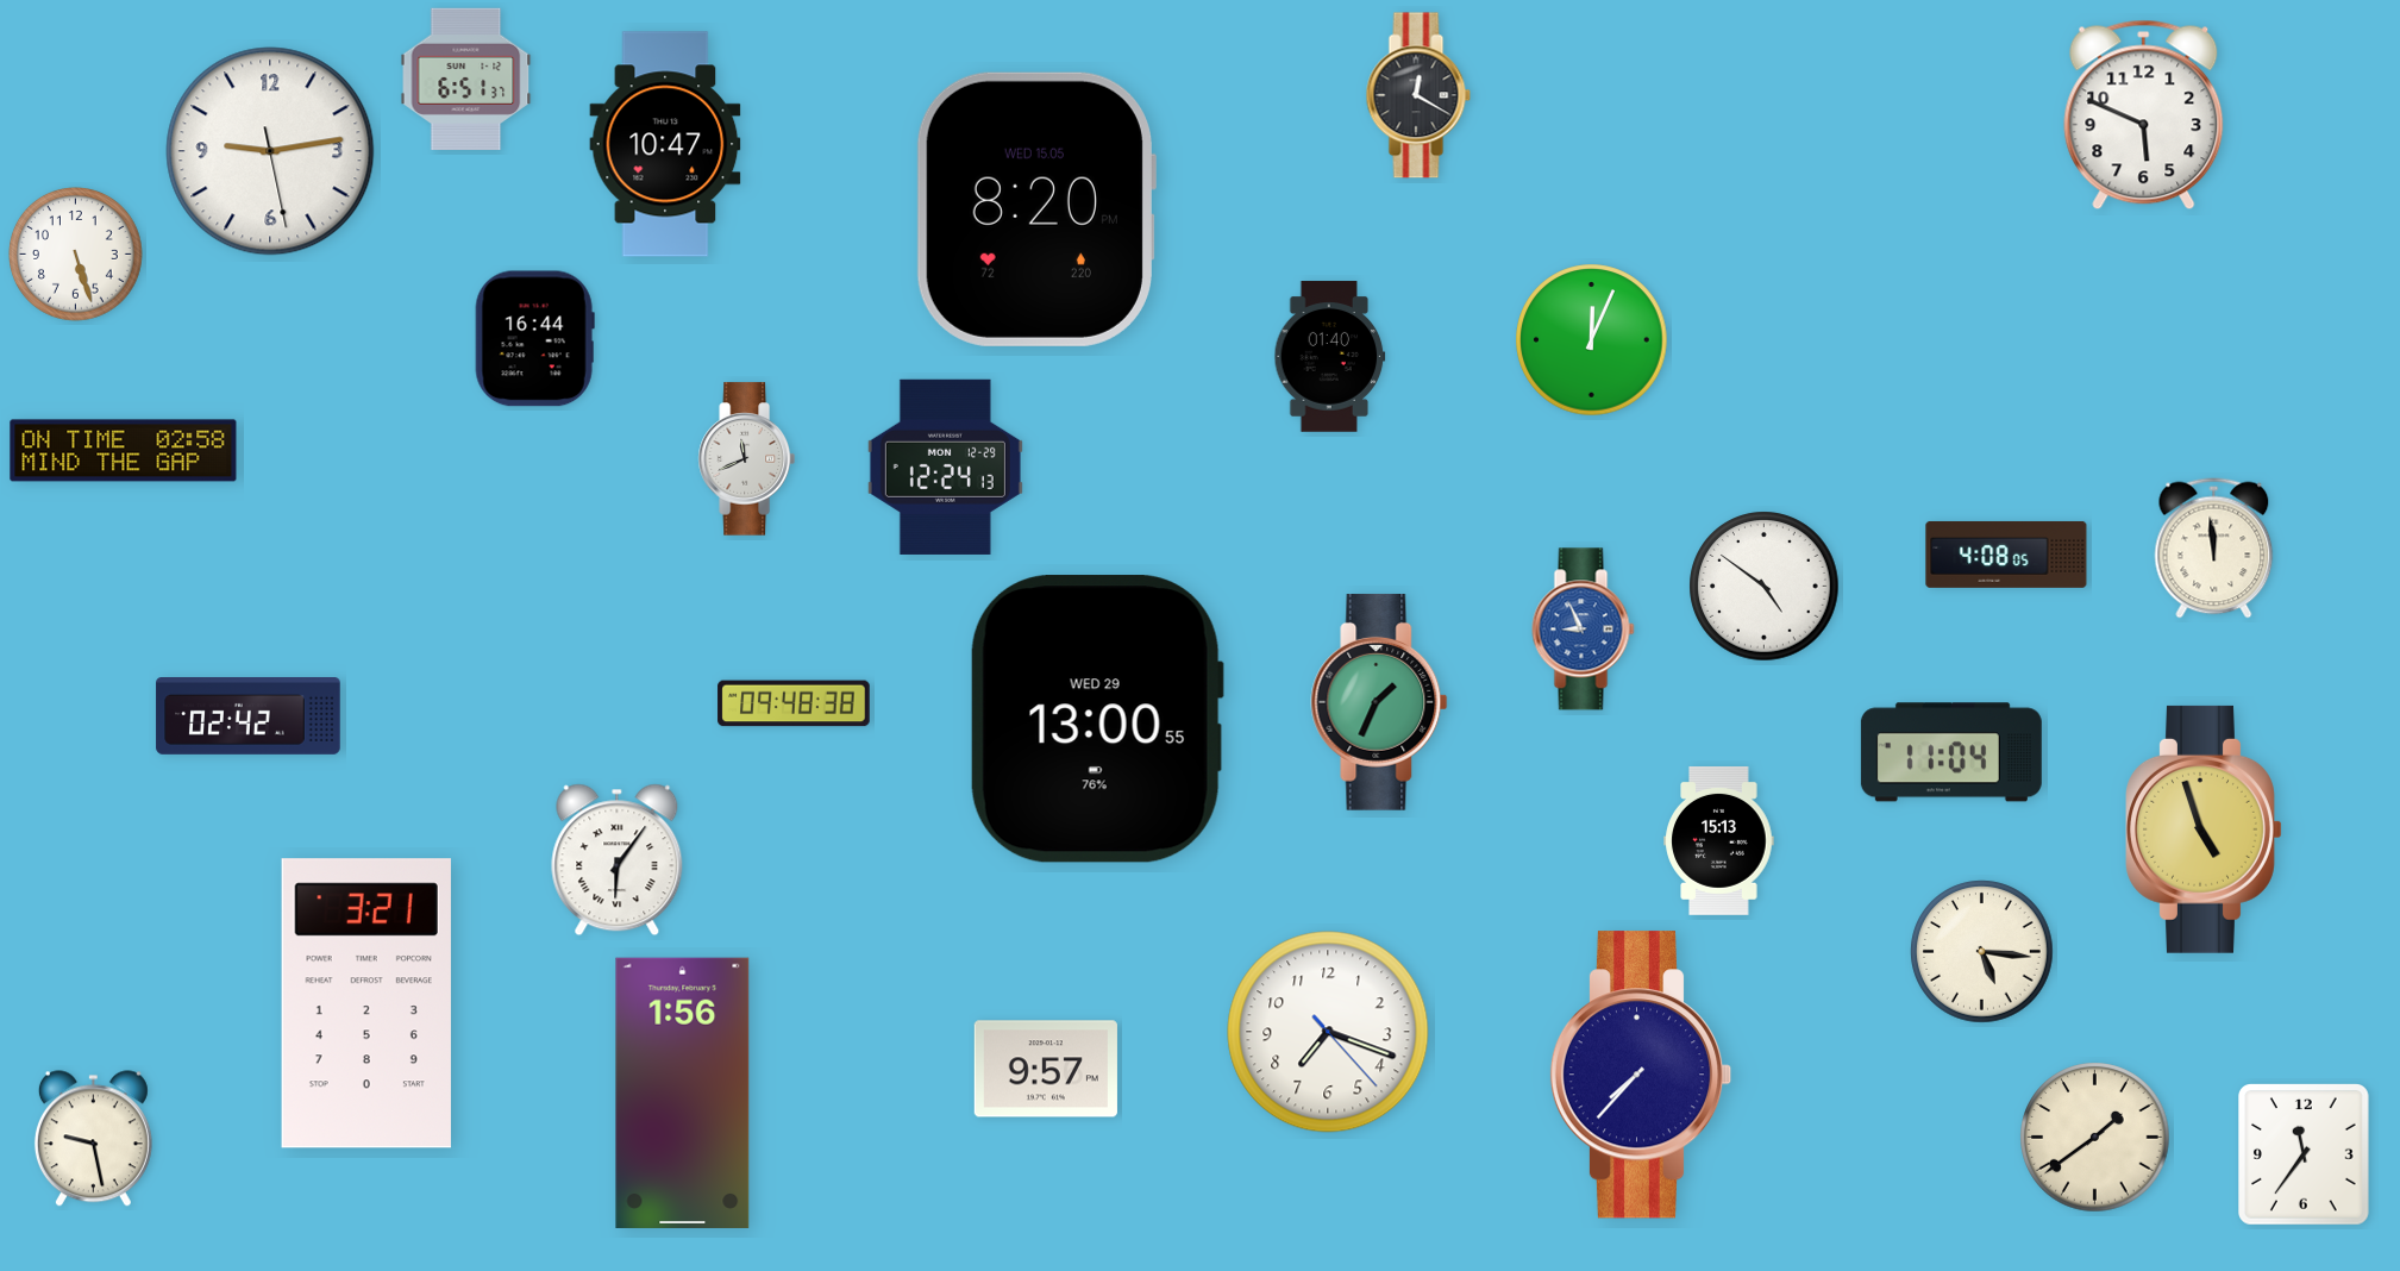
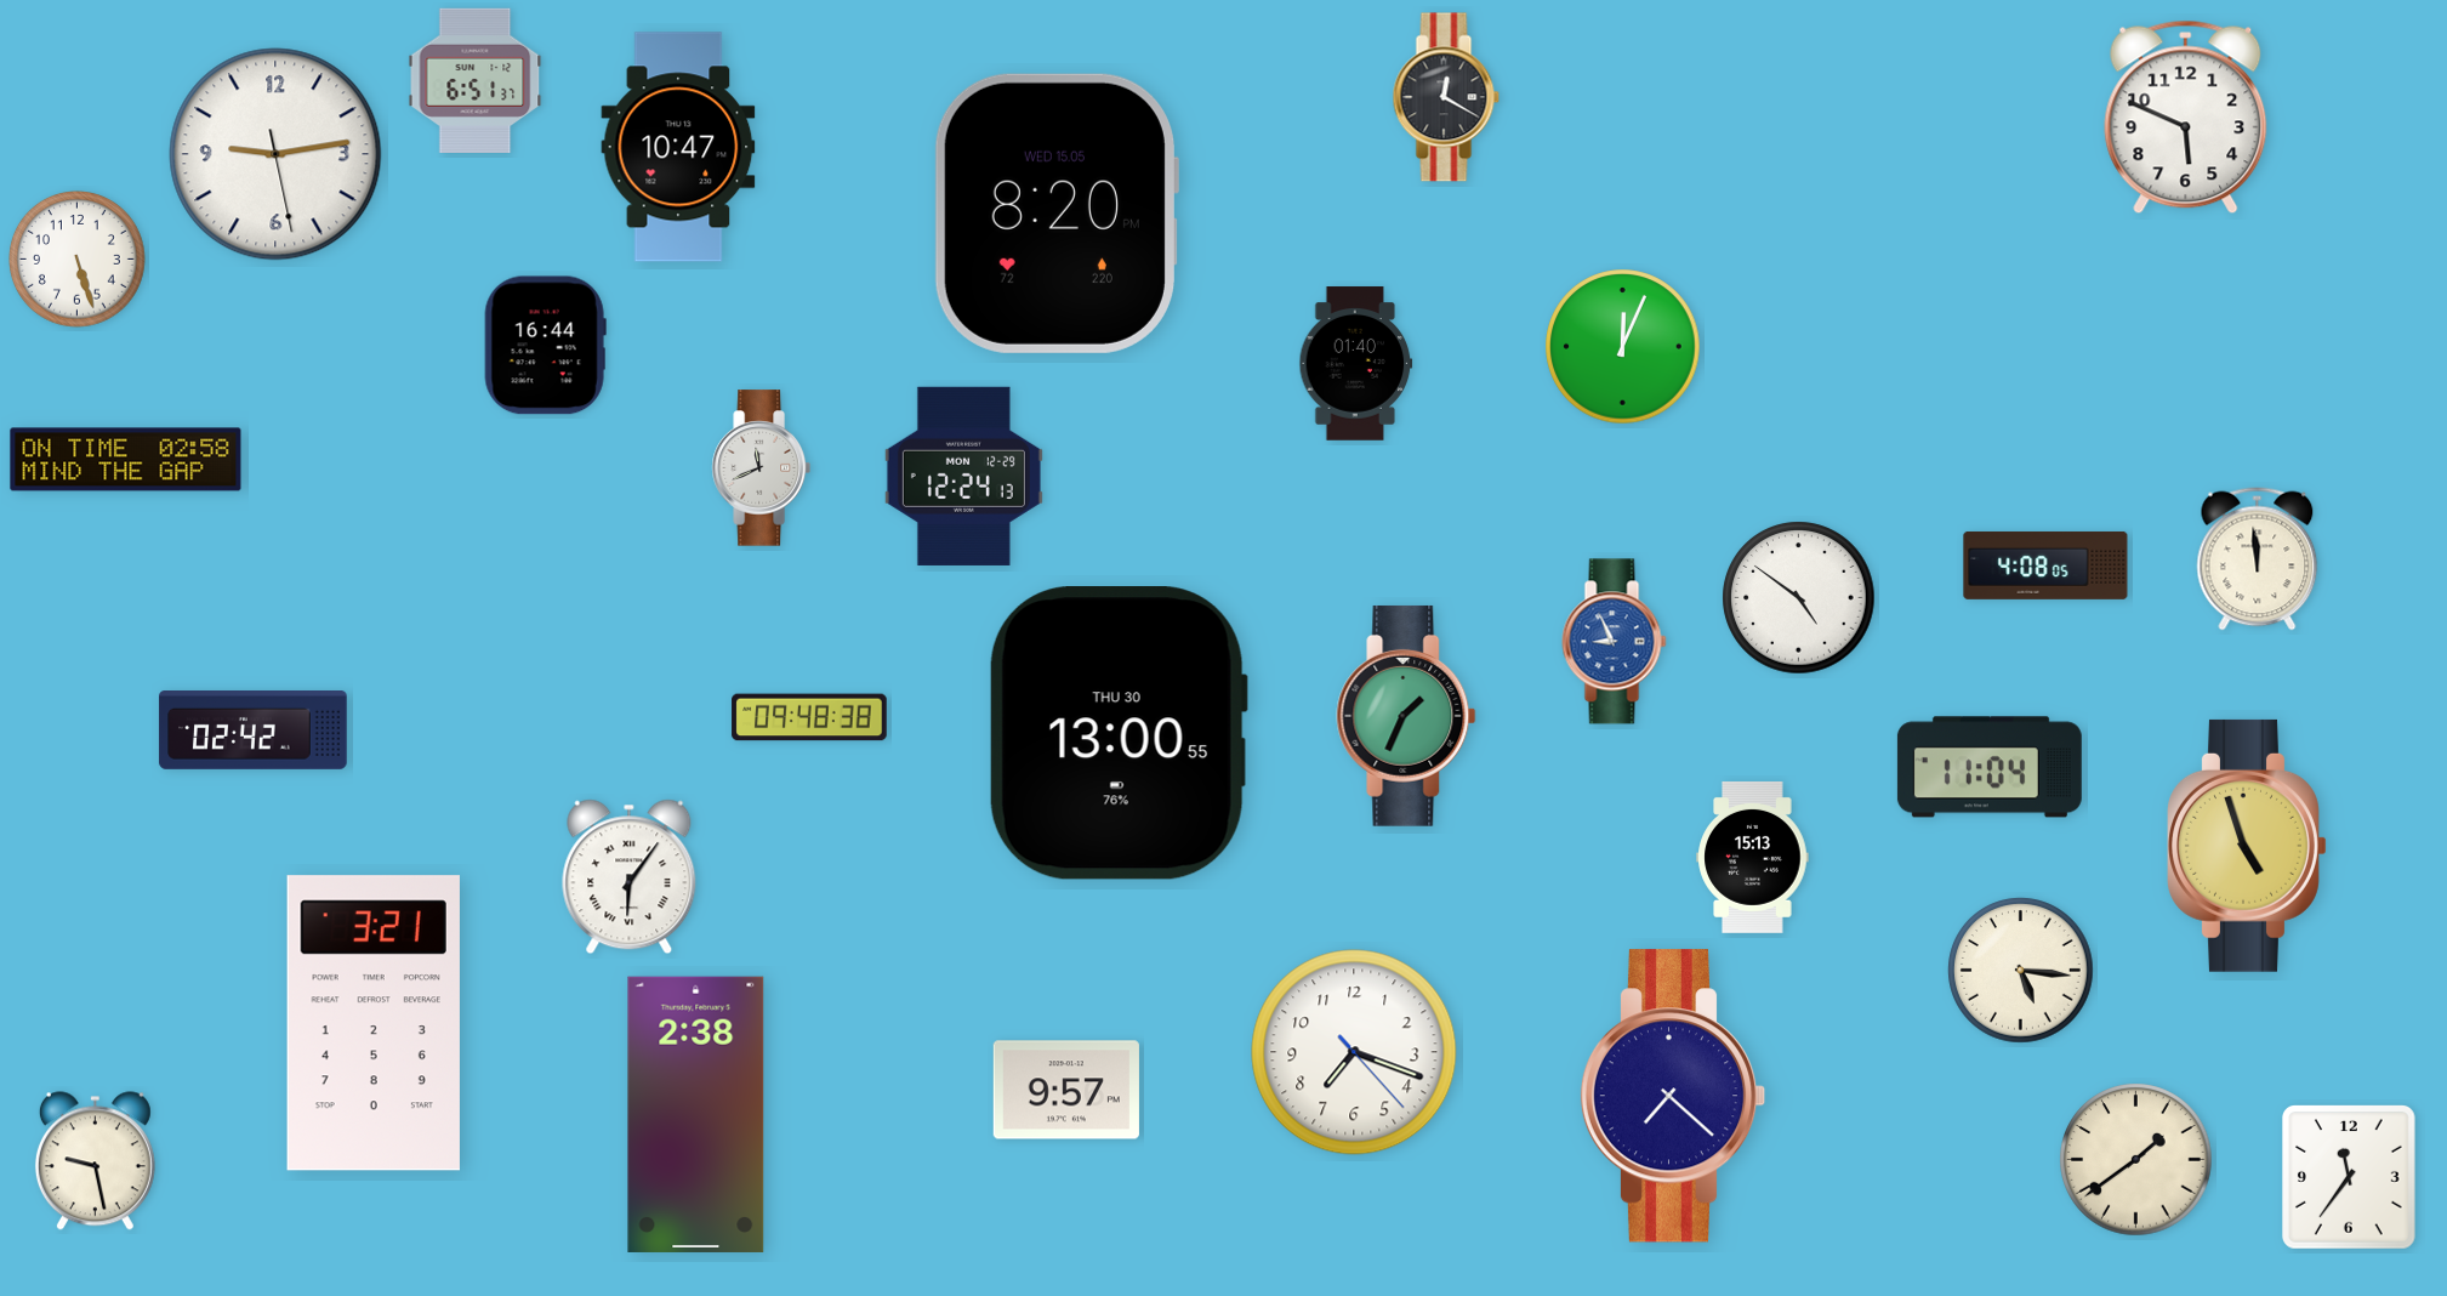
clock at (1097, 719) date: WED 29 -> THU 30
clock at (1641, 1075): 7:37 -> 7:22
clock at (683, 1092): 1:56 -> 2:38
